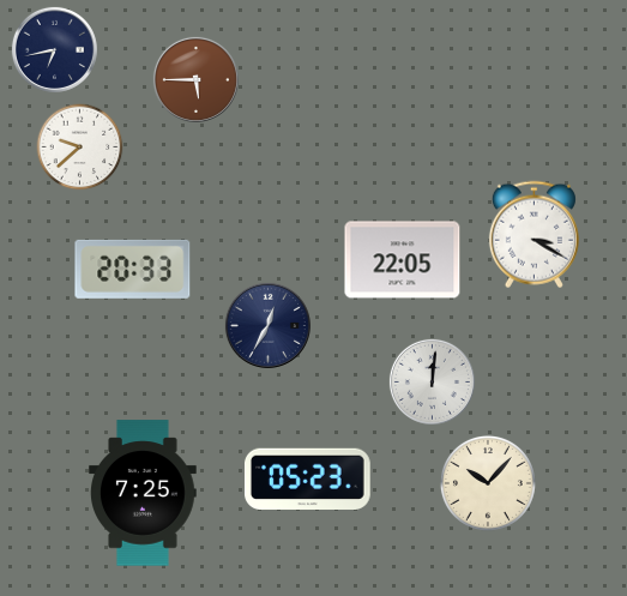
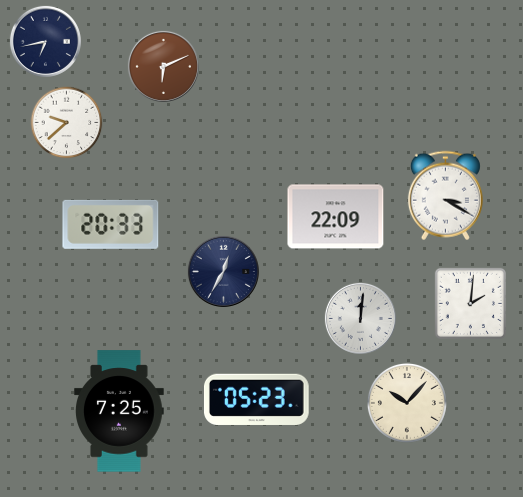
clock at (195, 79): 5:45 -> 6:11
clock at (403, 260): 22:05 -> 22:09
clock at (470, 303): none -> 2:01
